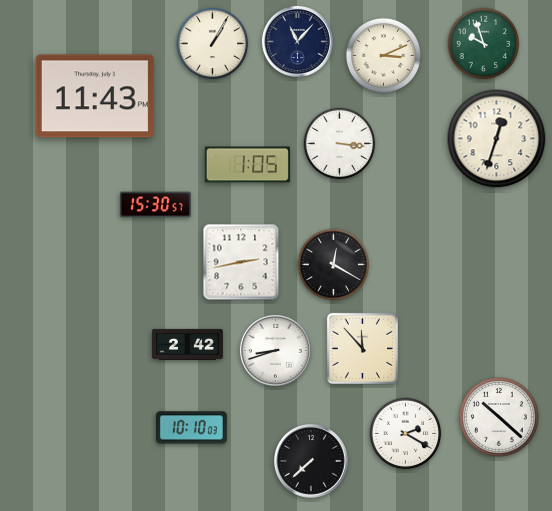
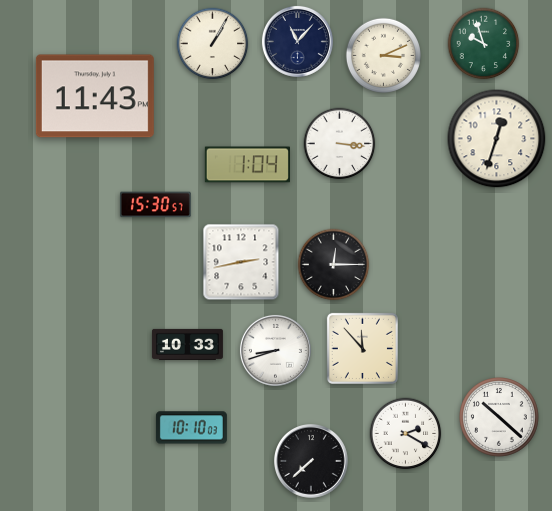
clock at (247, 165): 1:05 -> 1:04
clock at (334, 265): 12:20 -> 12:15
clock at (187, 344): 2:42 -> 10:33
